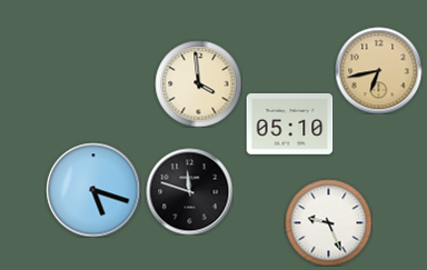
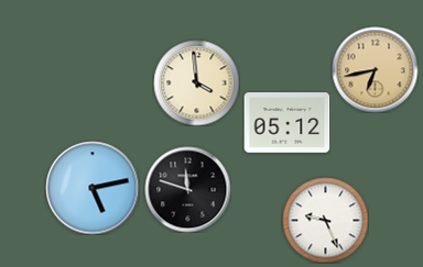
clock at (289, 124): 05:10 -> 05:12
clock at (93, 190): 5:18 -> 5:13
